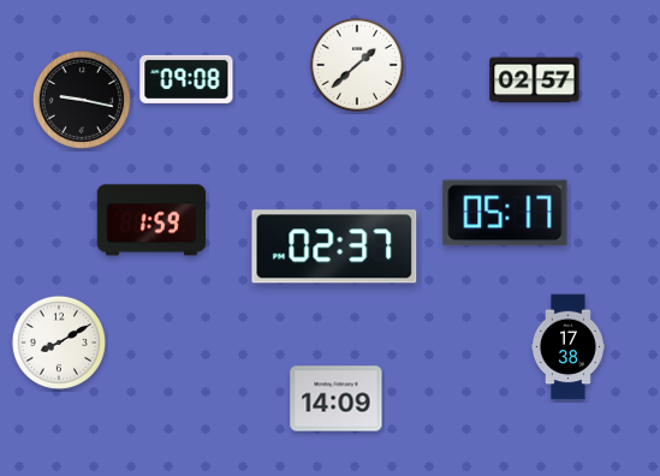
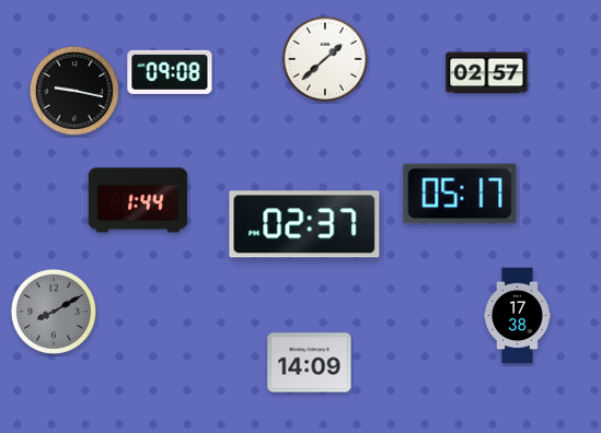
clock at (150, 220): 1:59 -> 1:44
clock at (59, 343) dial: white -> grey
clock at (337, 399) position: (337, 399) -> (310, 363)
